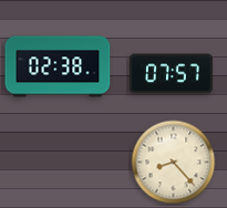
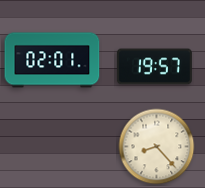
clock at (58, 66): 02:38 -> 02:01
clock at (171, 74): 07:57 -> 19:57
